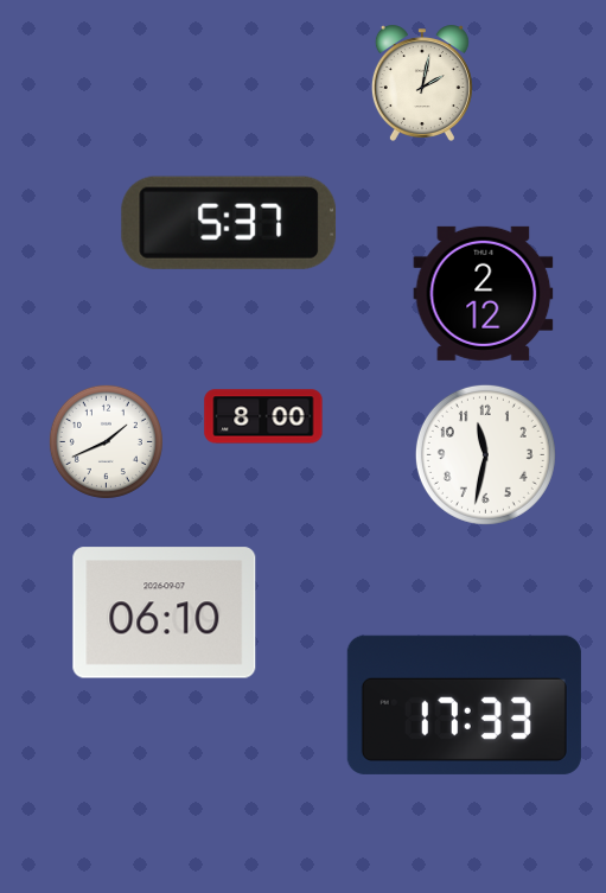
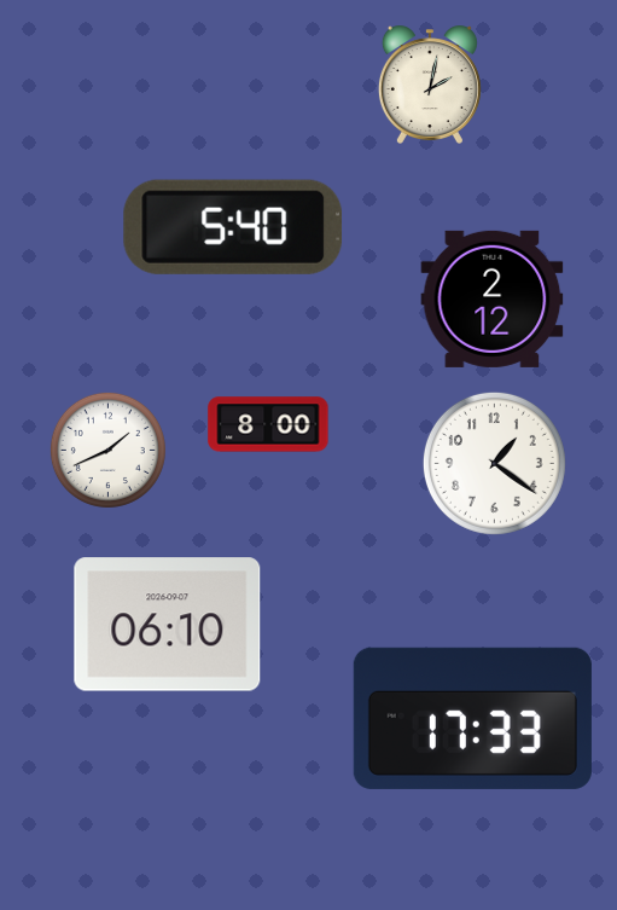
clock at (229, 223): 5:37 -> 5:40
clock at (485, 454): 11:32 -> 1:21
